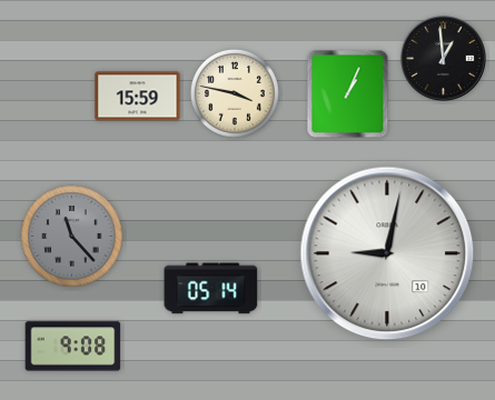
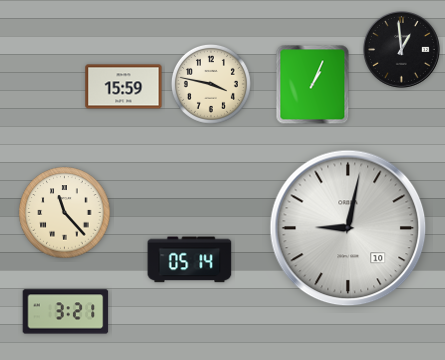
clock at (444, 59) position: (444, 59) -> (402, 50)
clock at (72, 237) dial: grey -> cream
clock at (73, 347): 9:08 -> 3:21
